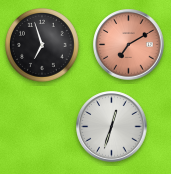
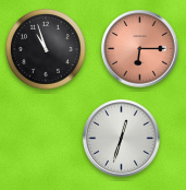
clock at (42, 45): 6:57 -> 10:57
clock at (129, 45): 7:10 -> 6:15
